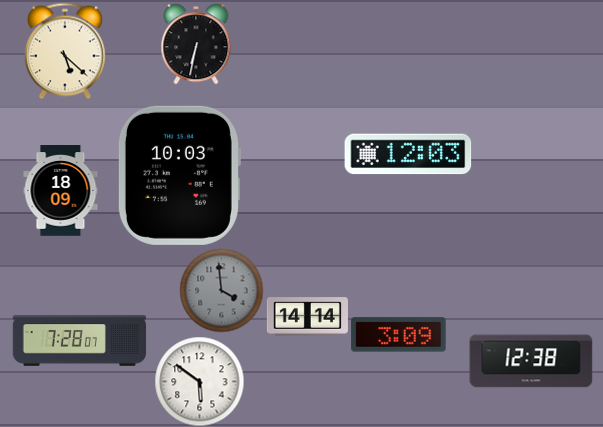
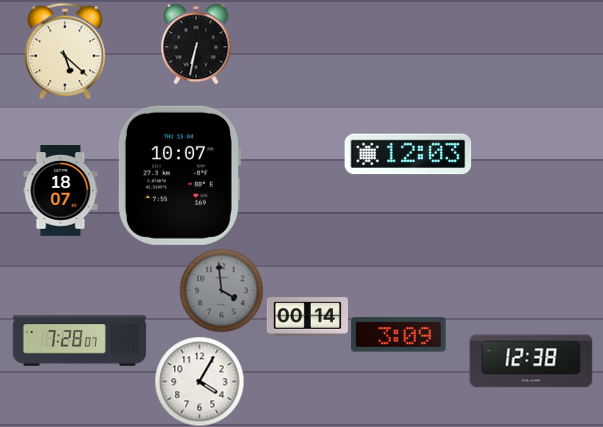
clock at (179, 175): 10:03 -> 10:07
clock at (61, 191): 18:09 -> 18:07
clock at (307, 317): 14:14 -> 00:14
clock at (199, 381): 5:51 -> 4:05
